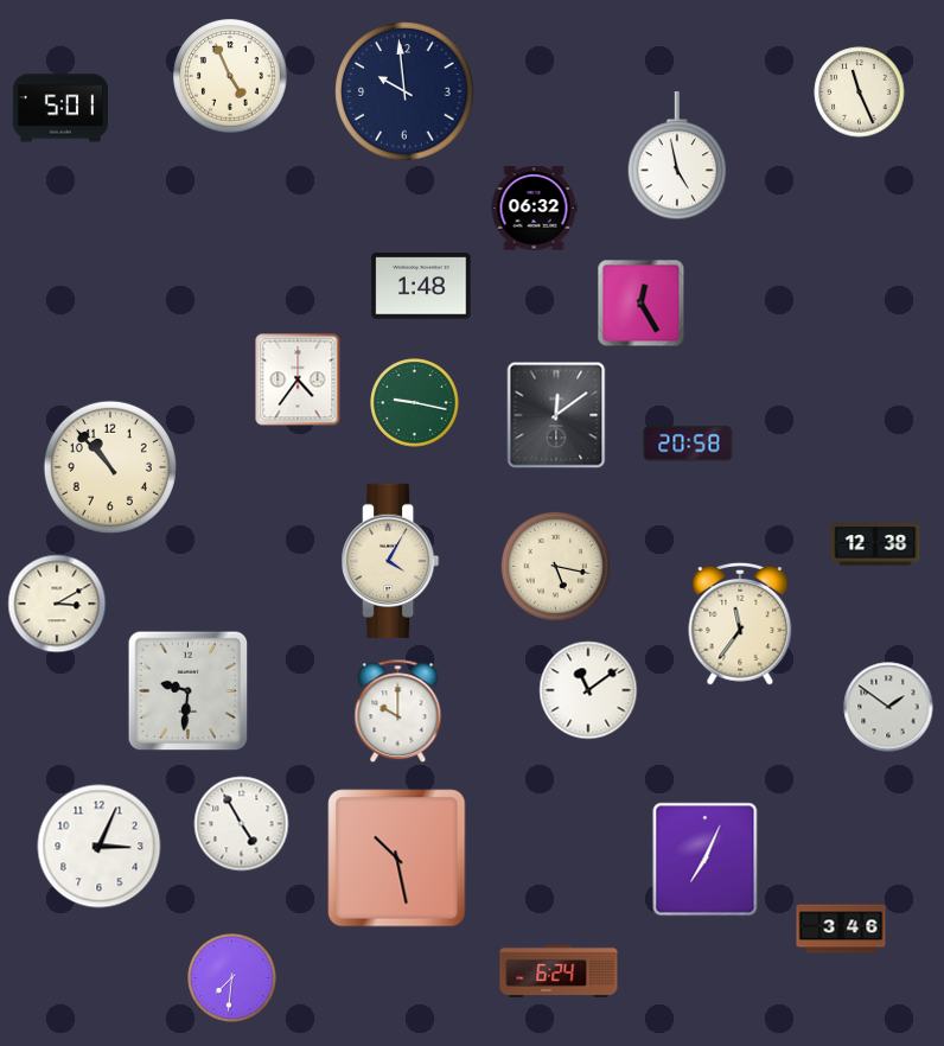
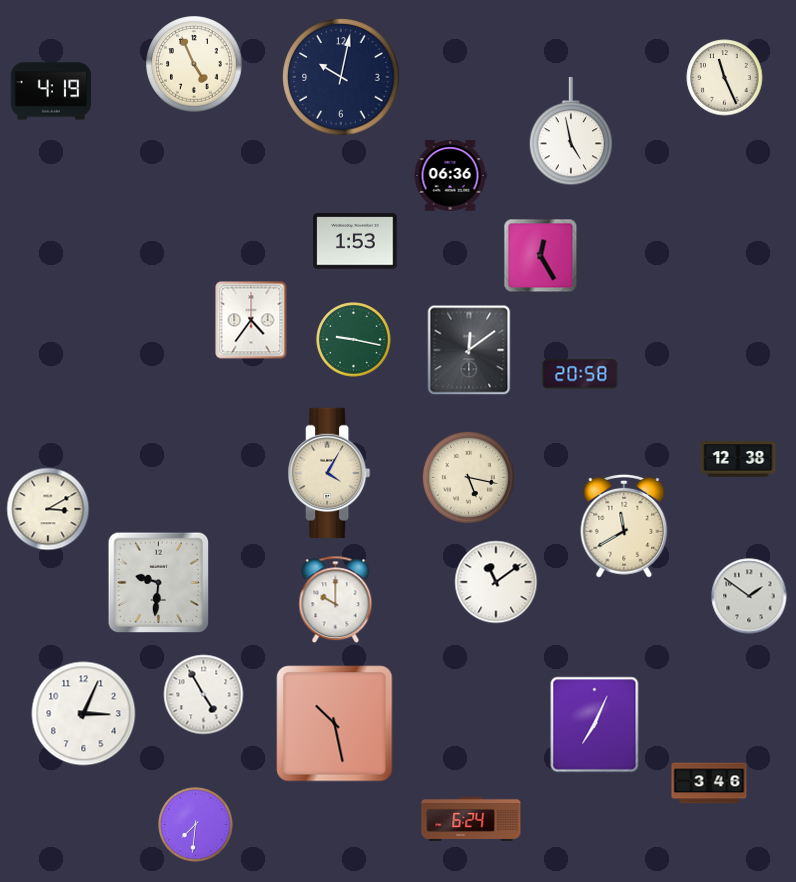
clock at (404, 91): 9:59 -> 10:02
clock at (59, 108): 5:01 -> 4:19
clock at (534, 209): 06:32 -> 06:36
clock at (421, 286): 1:48 -> 1:53
clock at (415, 403) position: (415, 403) -> (354, 340)
clock at (110, 467): 10:53 -> none
clock at (740, 624): 11:36 -> 11:40
